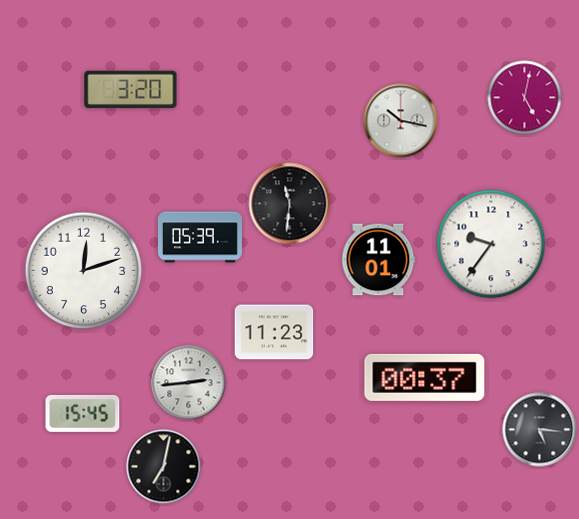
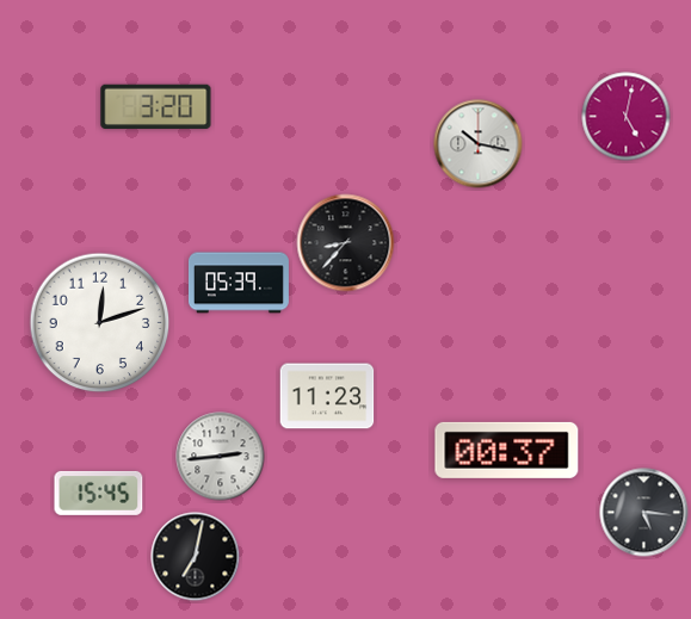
clock at (290, 204): 11:31 -> 8:37
clock at (491, 244): 9:36 -> none
clock at (379, 260): 11:01 -> none
clock at (189, 383) position: (189, 383) -> (221, 457)
